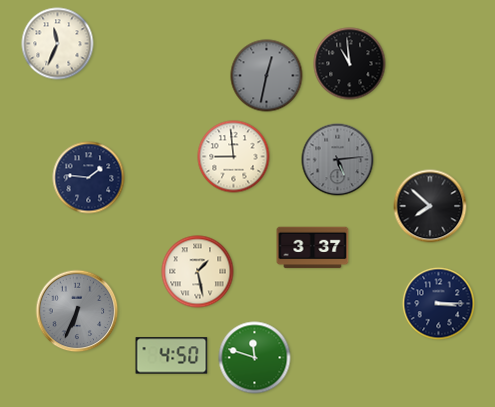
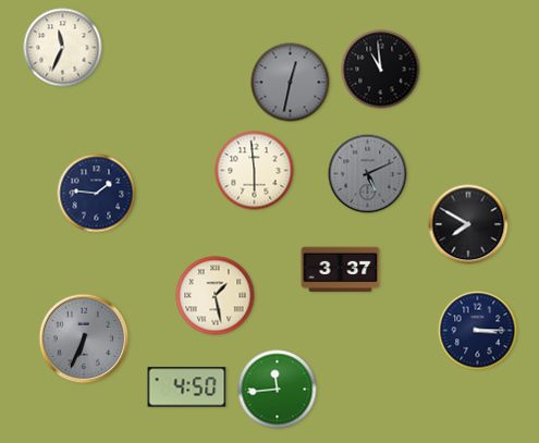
clock at (234, 157): 8:59 -> 5:59
clock at (338, 160): 5:14 -> 5:11
clock at (430, 206): 7:52 -> 7:50
clock at (255, 358): 11:48 -> 11:44
